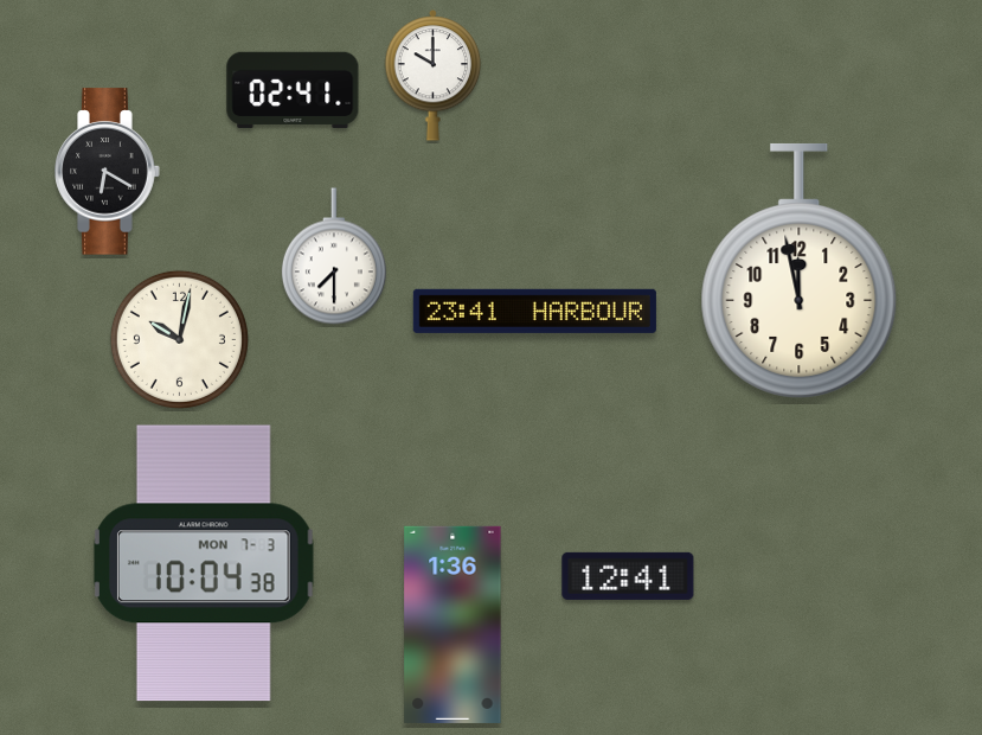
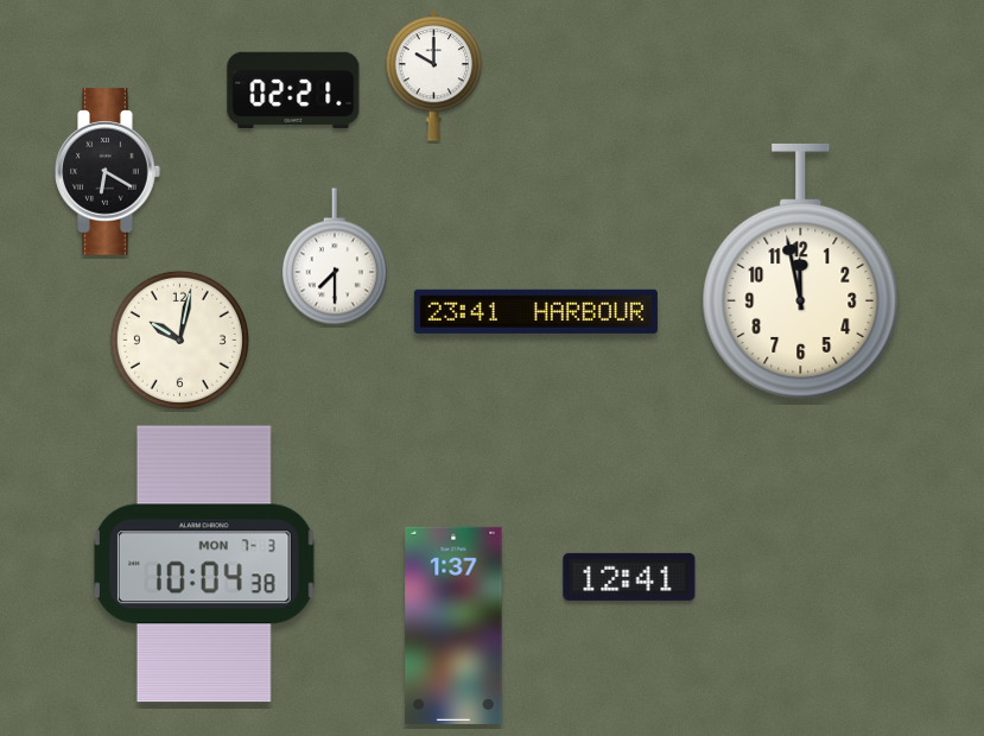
clock at (293, 90): 02:41 -> 02:21
clock at (453, 625): 1:36 -> 1:37
